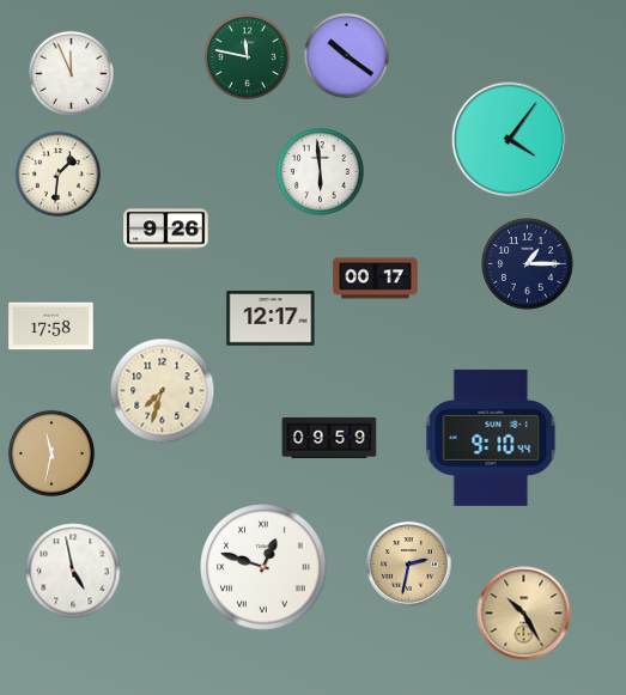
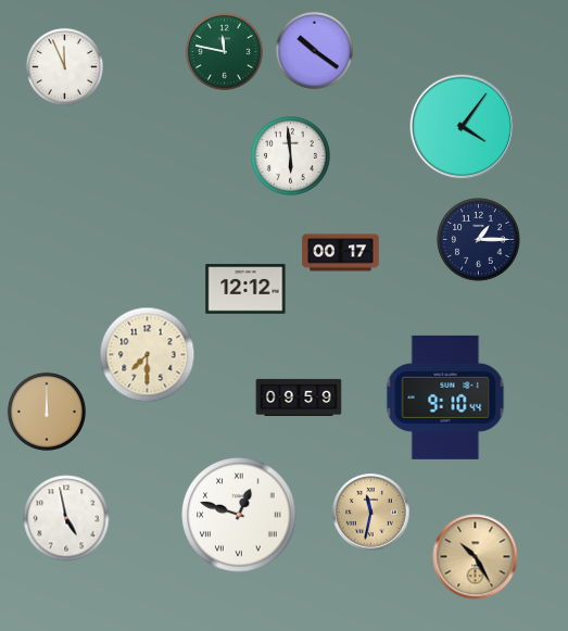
clock at (57, 173): 1:31 -> none
clock at (166, 230): 9:26 -> none
clock at (271, 318): 12:17 -> 12:12
clock at (51, 327): 17:58 -> none
clock at (163, 391): 7:33 -> 7:30
clock at (51, 453): 11:32 -> 12:00
clock at (409, 565): 2:32 -> 11:32
